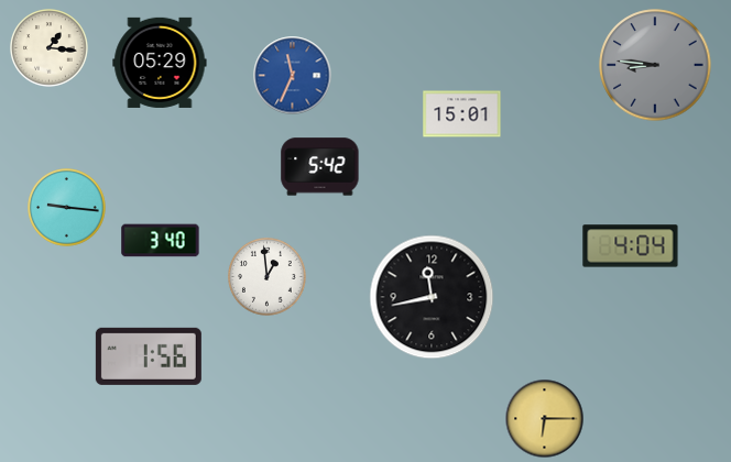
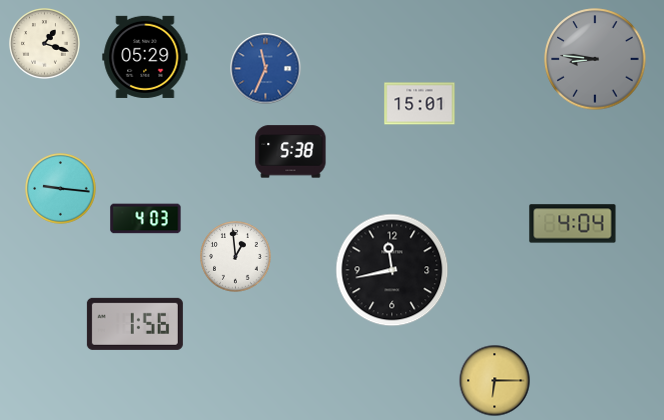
clock at (50, 48): 1:16 -> 1:18
clock at (320, 167): 5:42 -> 5:38
clock at (161, 241): 3:40 -> 4:03
clock at (268, 277) position: (268, 277) -> (236, 257)
